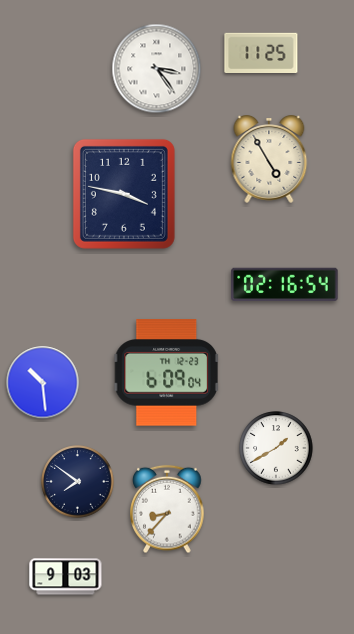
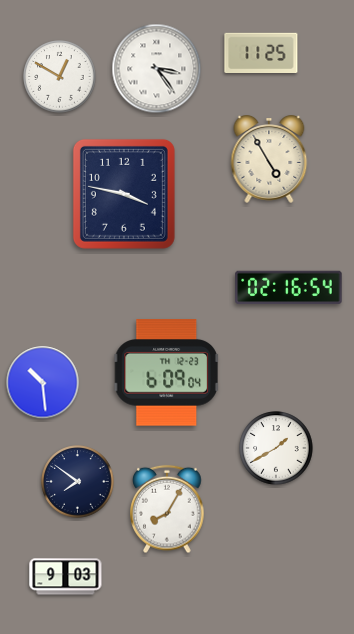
clock at (60, 77): none -> 12:50
clock at (285, 285) position: (285, 285) -> (289, 288)
clock at (167, 509): 8:37 -> 8:05
